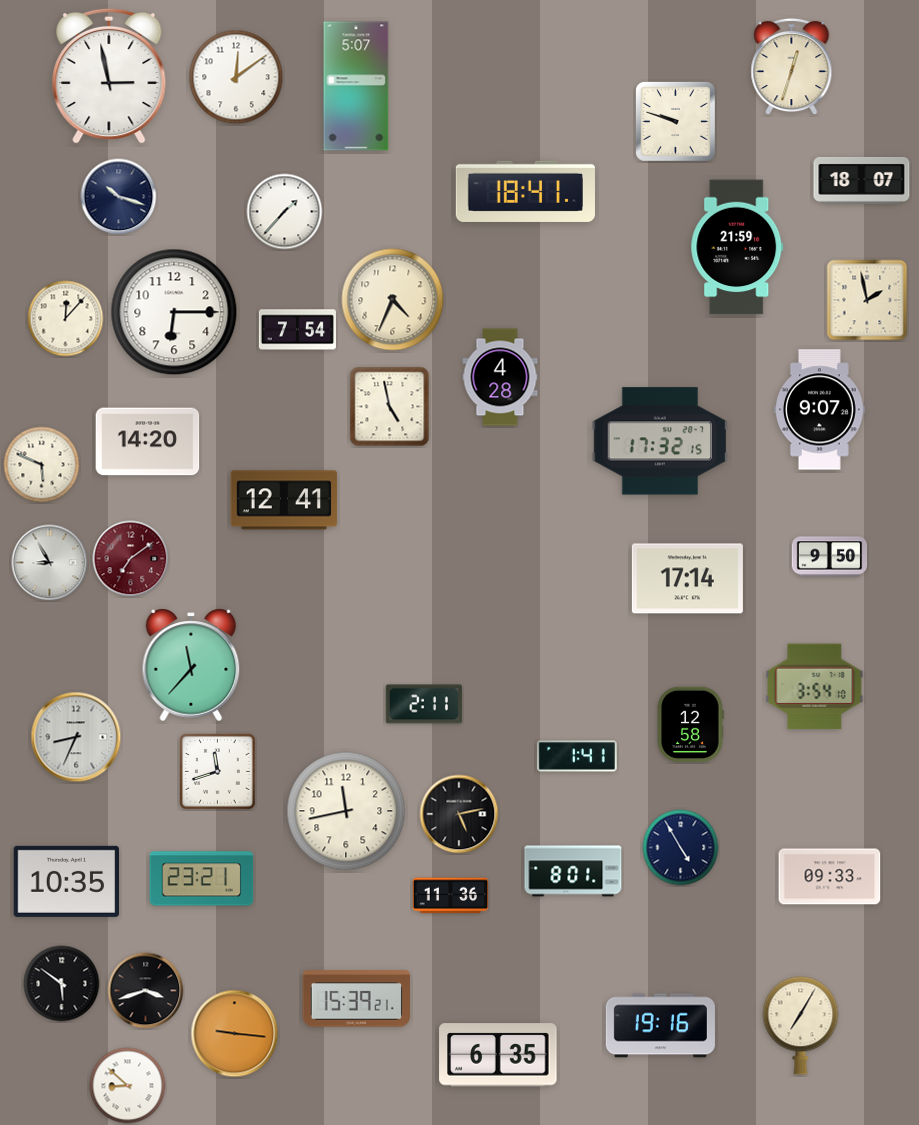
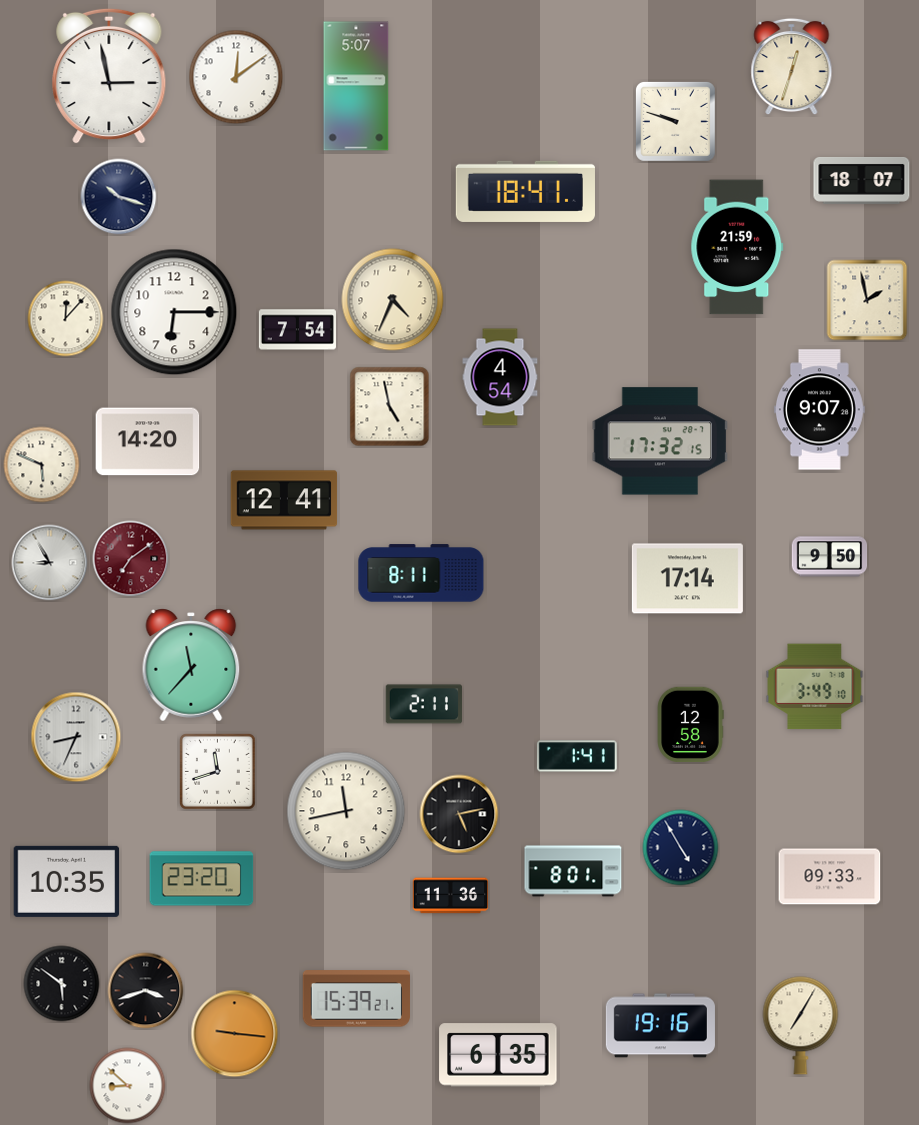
clock at (285, 212): 1:37 -> none
clock at (500, 377): 4:28 -> 4:54
clock at (421, 573): none -> 8:11
clock at (815, 687): 3:54 -> 3:49
clock at (202, 879): 23:21 -> 23:20
